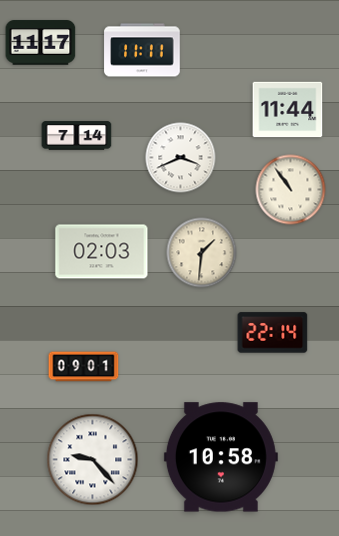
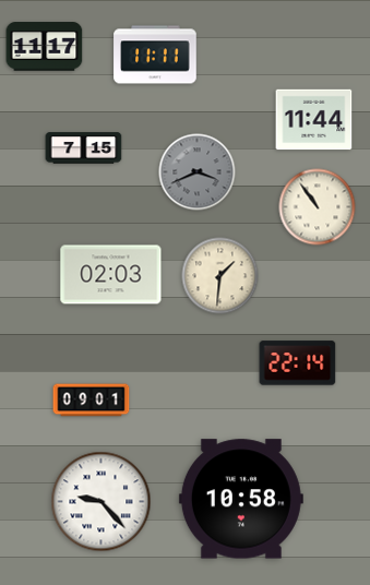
clock at (77, 136): 7:14 -> 7:15
clock at (181, 158) dial: white -> grey
